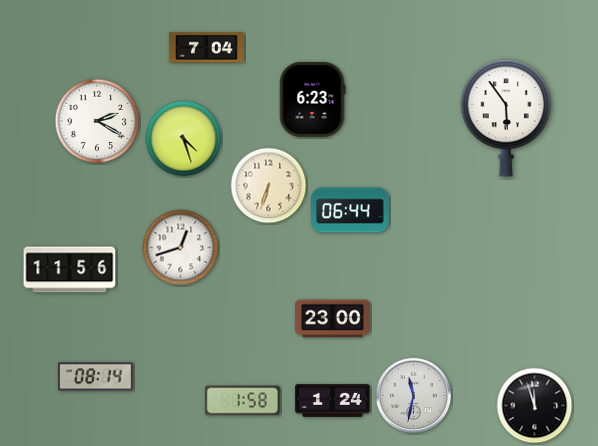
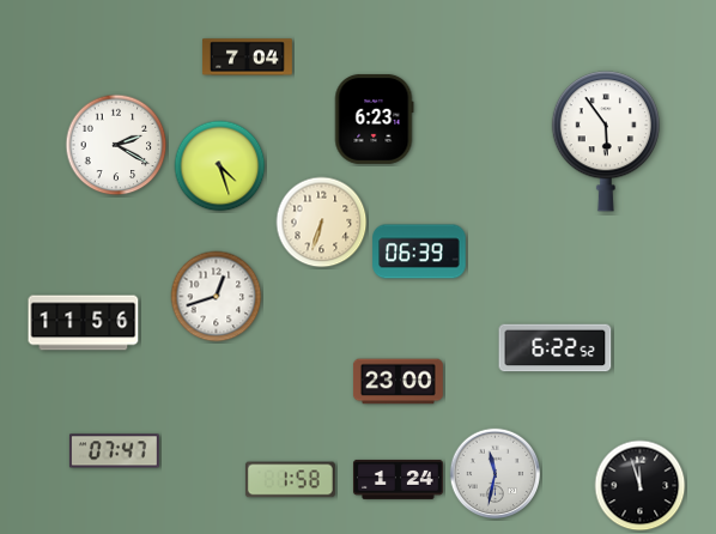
clock at (350, 210): 06:44 -> 06:39
clock at (556, 348): none -> 6:22
clock at (95, 377): 08:14 -> 07:47
